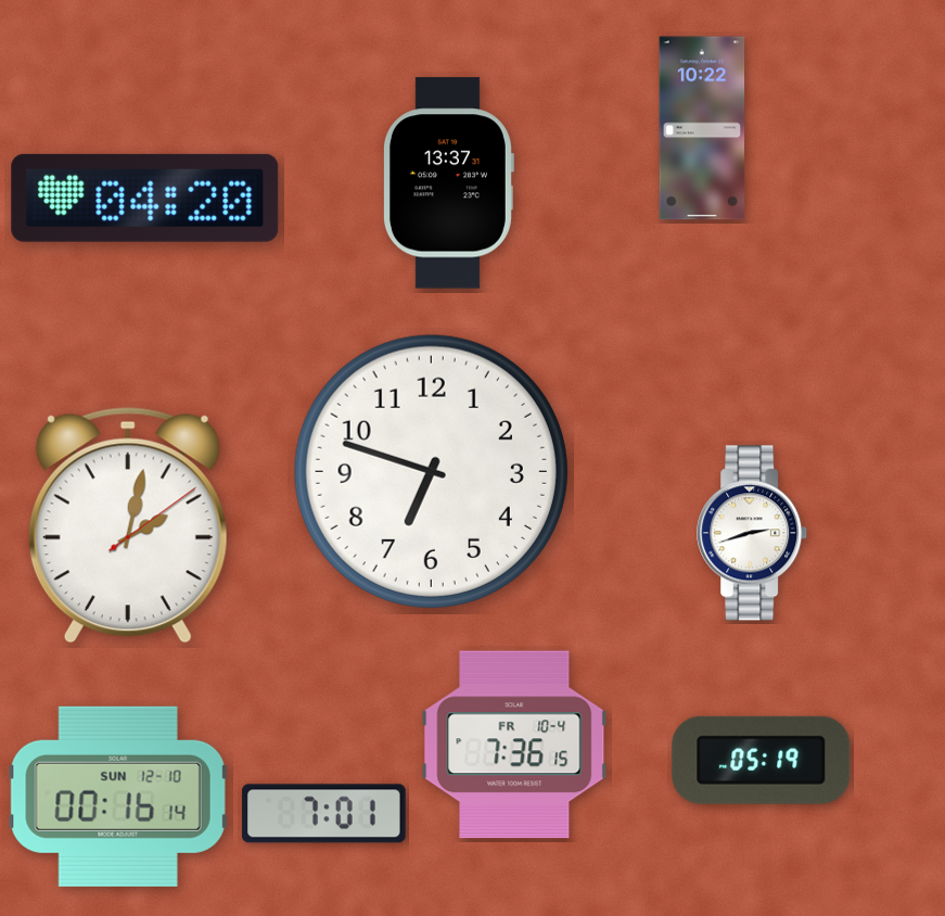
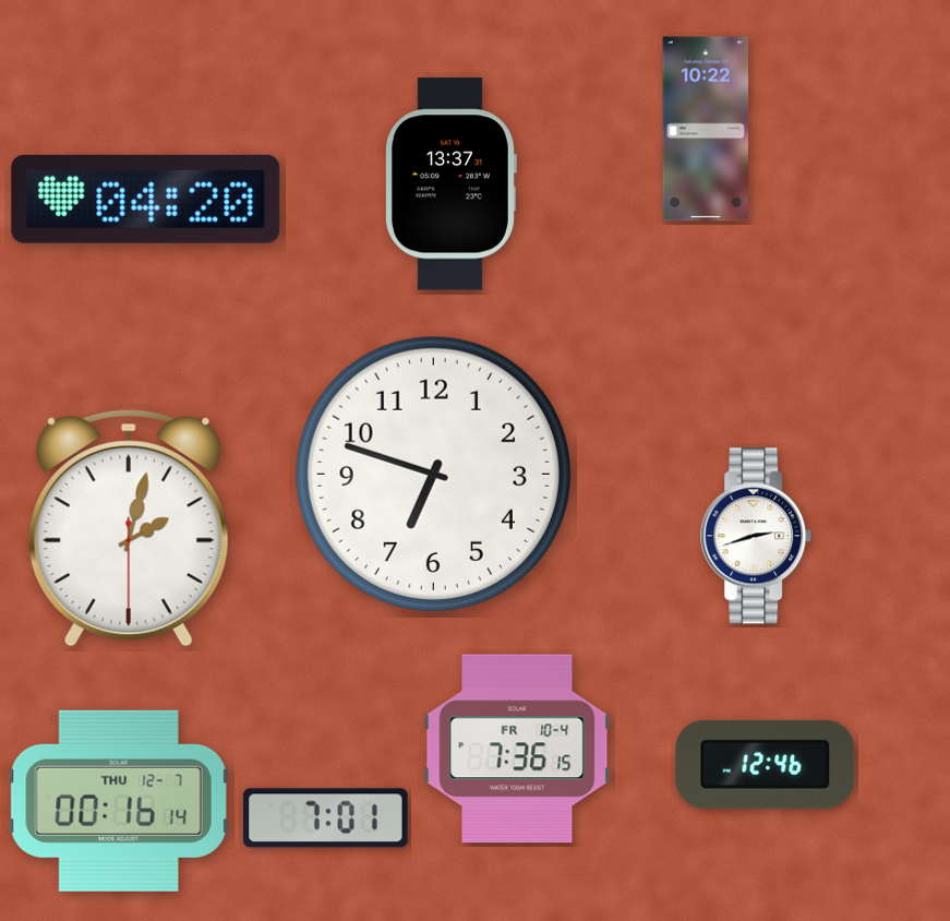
clock at (128, 525): 2:02:09 -> 2:02:30
clock at (762, 760): 05:19 -> 12:46
clock at (118, 797) date: SUN 12-10 -> THU 12-7
